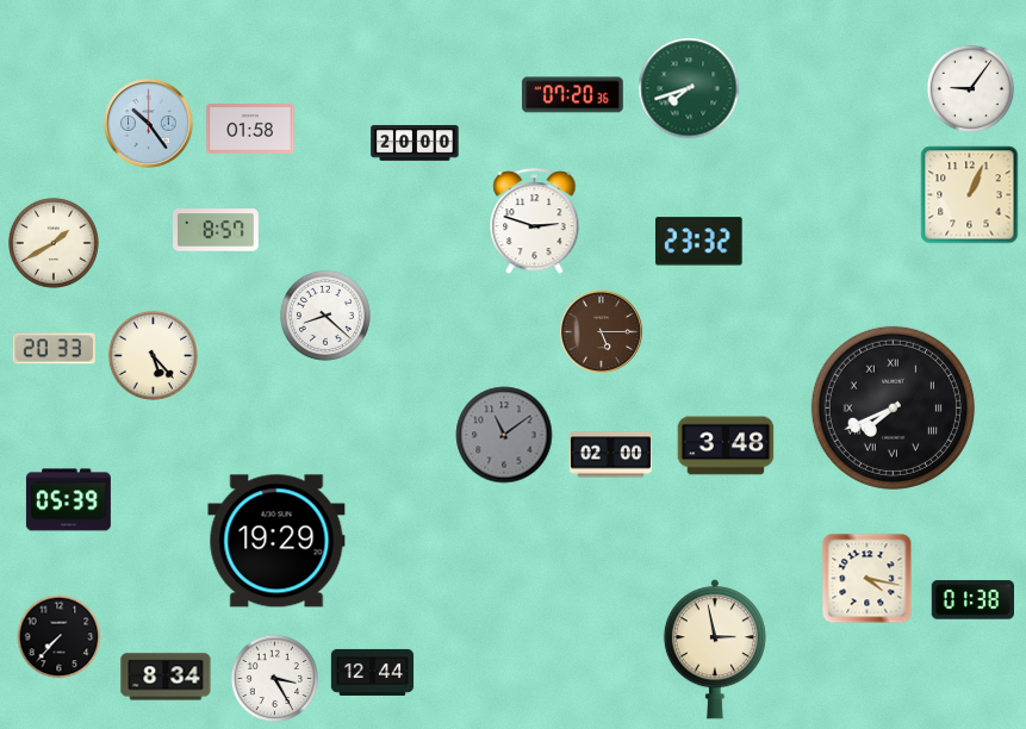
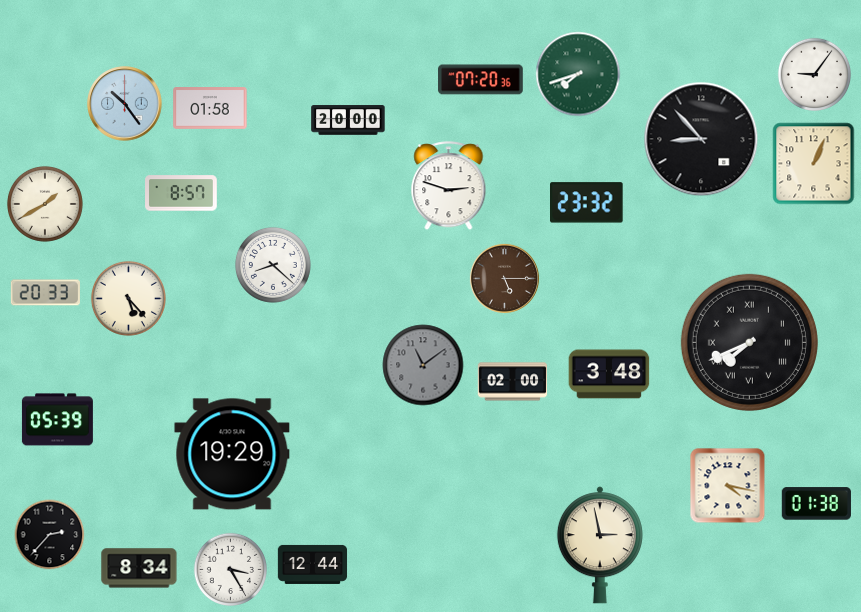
clock at (701, 139): none -> 8:53
clock at (60, 637): 7:37 -> 2:37
